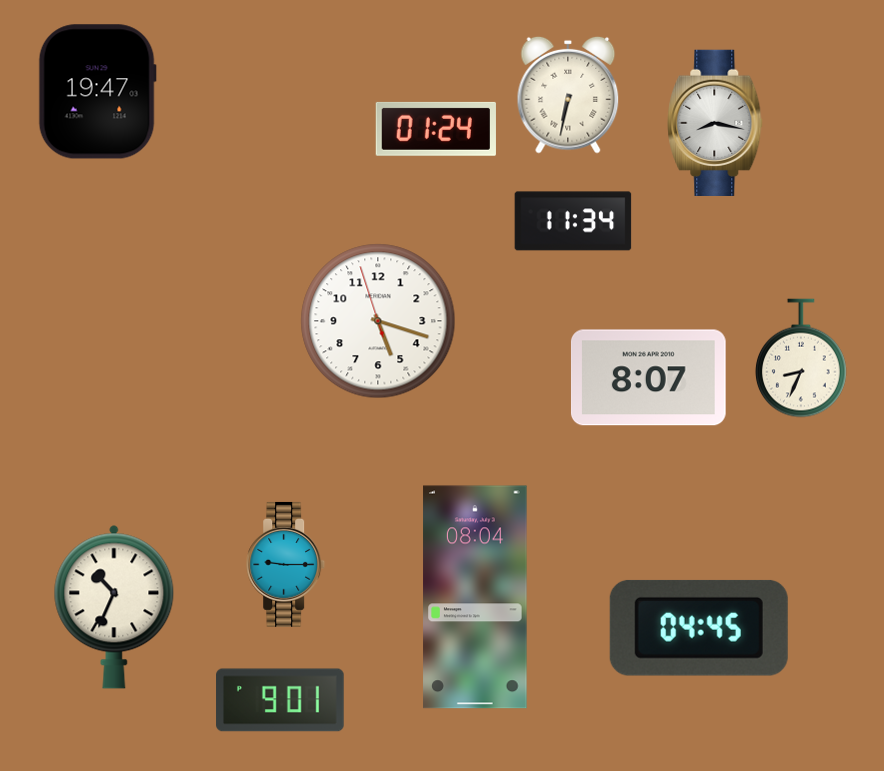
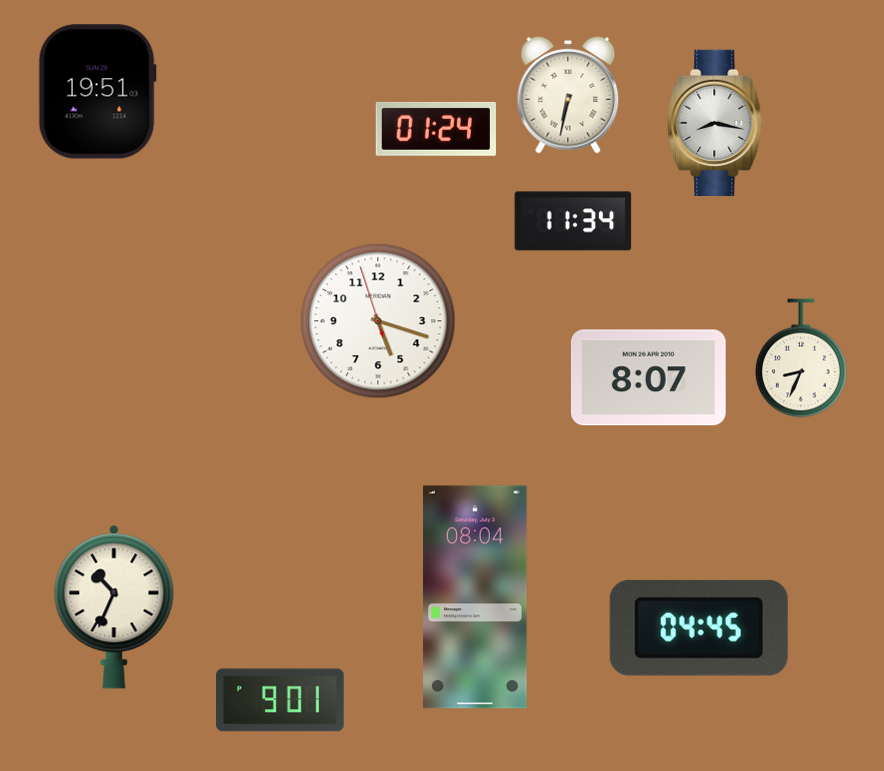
clock at (97, 92): 19:47 -> 19:51
clock at (286, 564): 9:15 -> none
